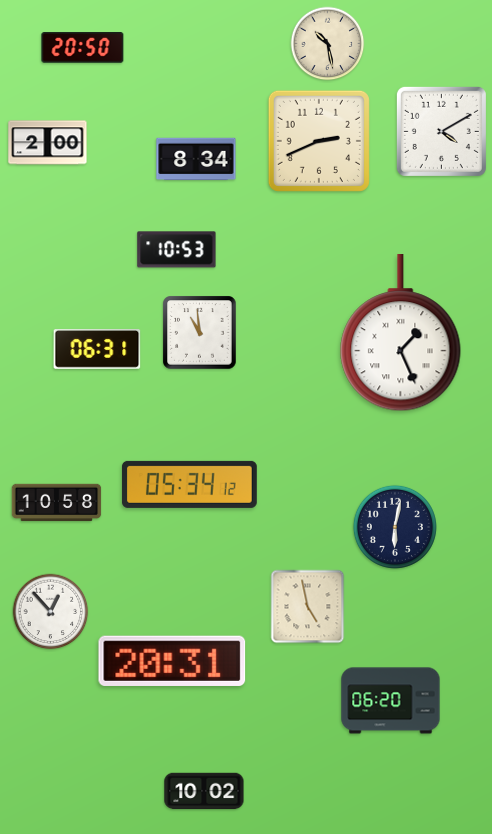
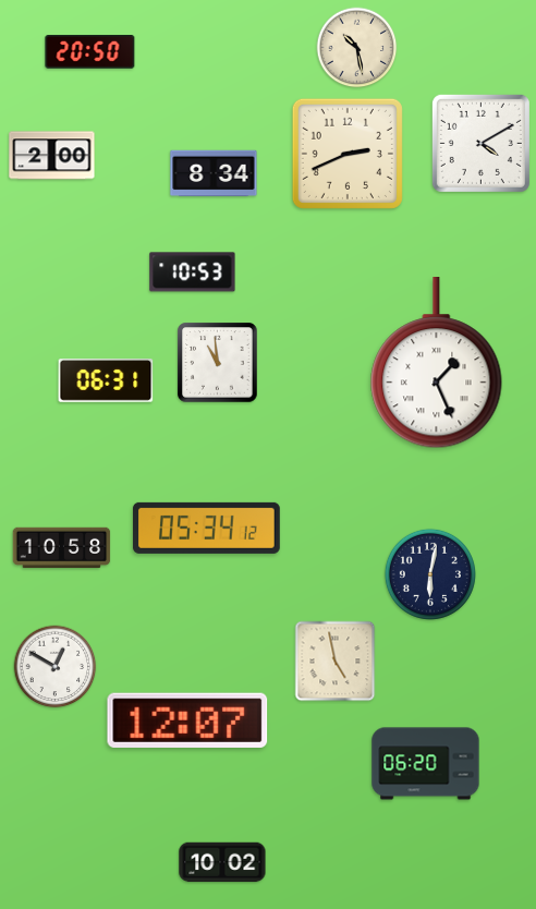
clock at (51, 612): 12:53 -> 12:50
clock at (172, 661): 20:31 -> 12:07
